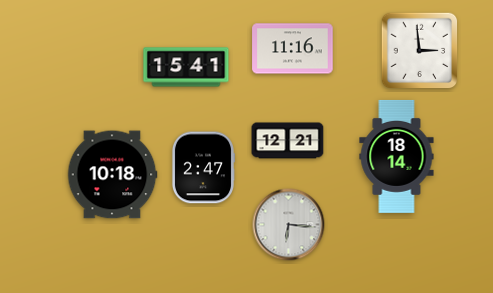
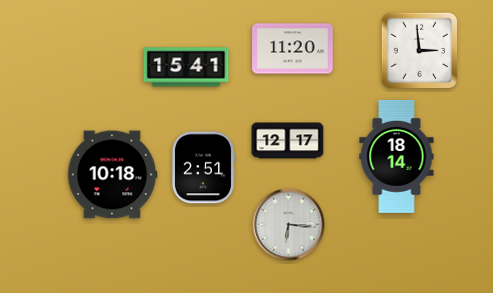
clock at (293, 49): 11:16 -> 11:20
clock at (288, 141): 12:21 -> 12:17
clock at (203, 168): 2:47 -> 2:51
